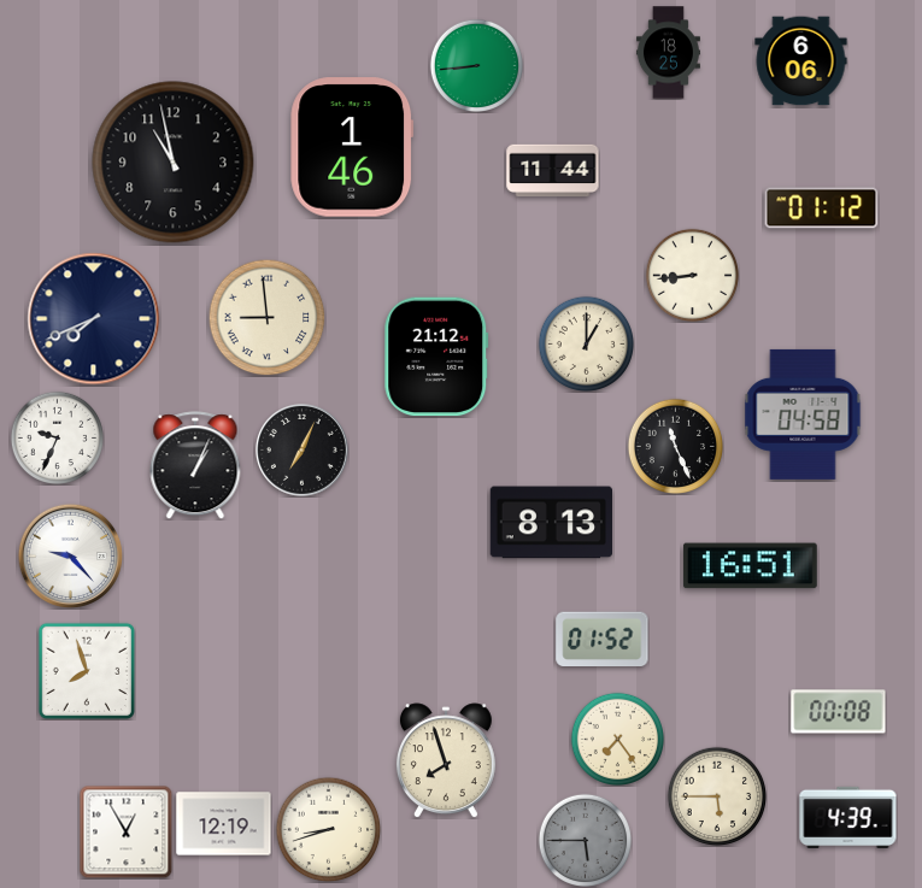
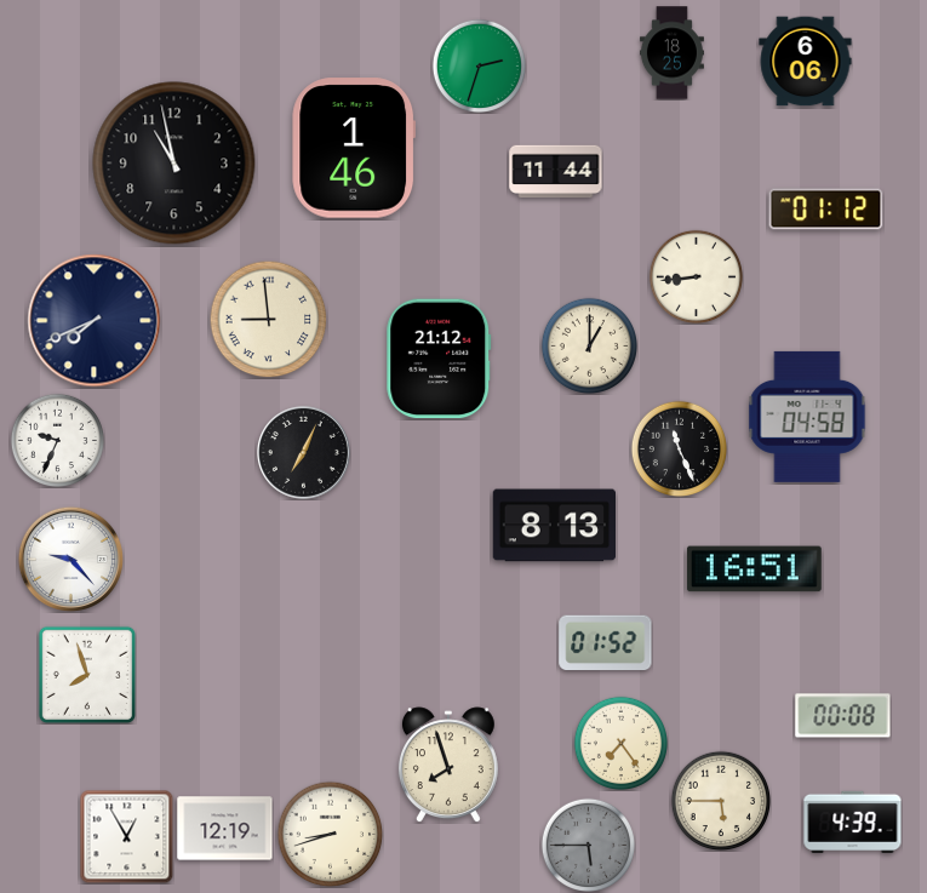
clock at (476, 65): 8:44 -> 2:33
clock at (195, 465): 1:04 -> none
